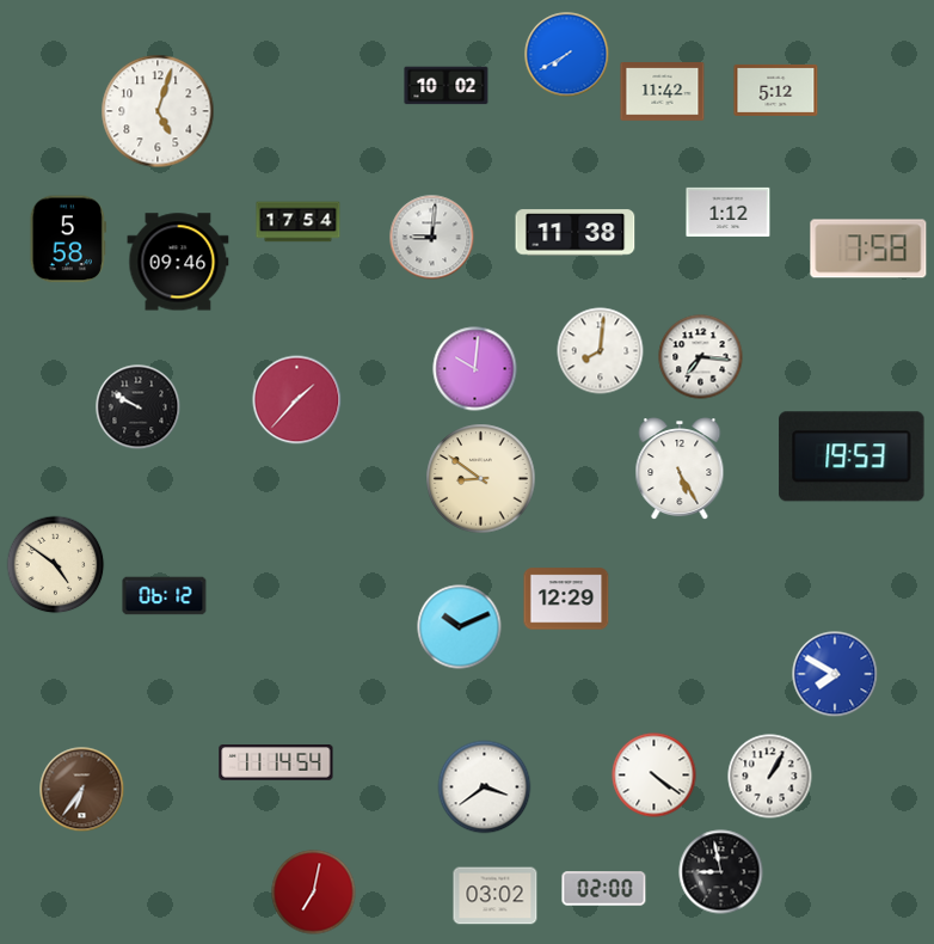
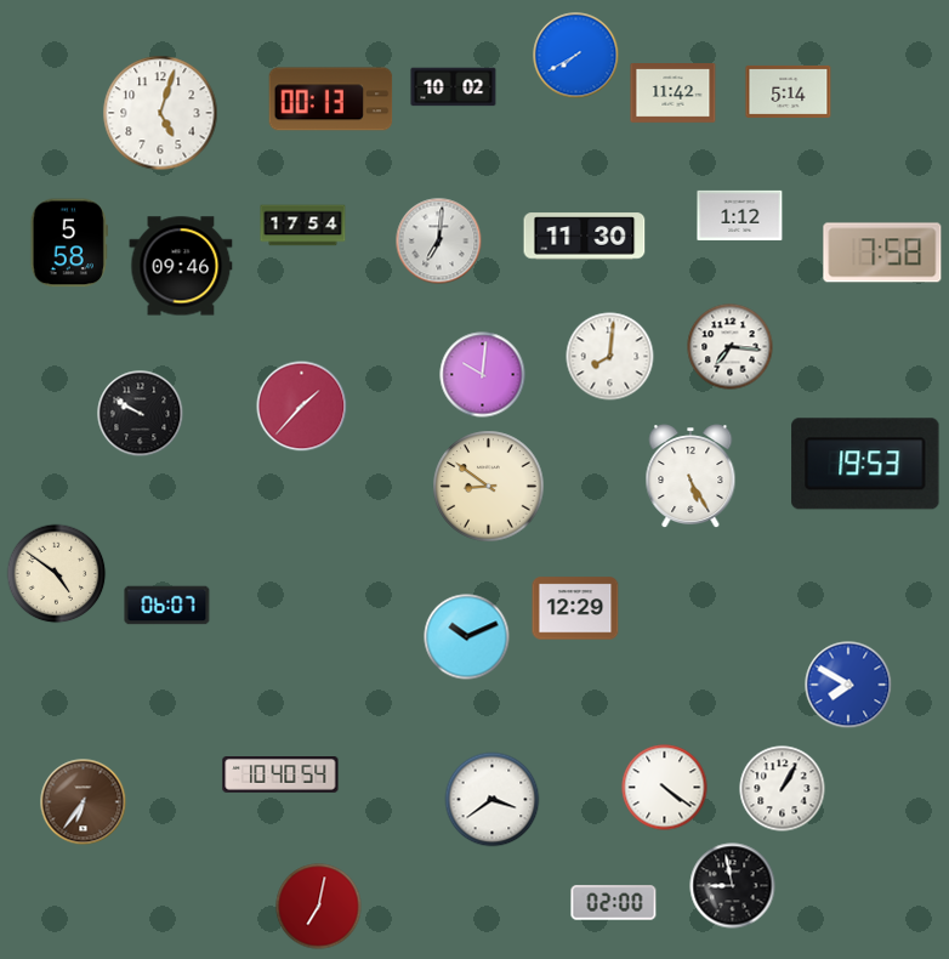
clock at (776, 90): 5:12 -> 5:14
clock at (331, 100): none -> 00:13
clock at (576, 233): 11:38 -> 11:30
clock at (432, 238): 9:01 -> 7:01
clock at (701, 357) position: (701, 357) -> (731, 347)
clock at (165, 596): 06:12 -> 06:07
clock at (276, 762): 11:14 -> 10:40
clock at (496, 896): 03:02 -> none
